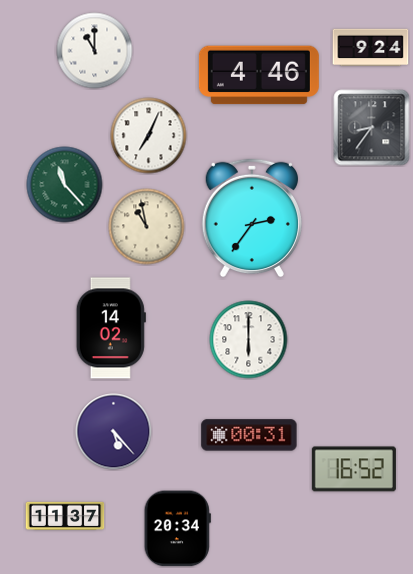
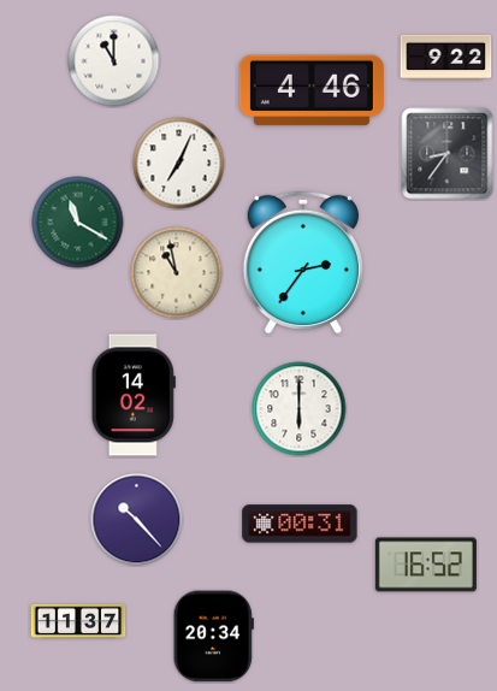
clock at (371, 48): 9:24 -> 9:22
clock at (65, 185): 11:23 -> 11:20
clock at (114, 432): 5:23 -> 10:23
